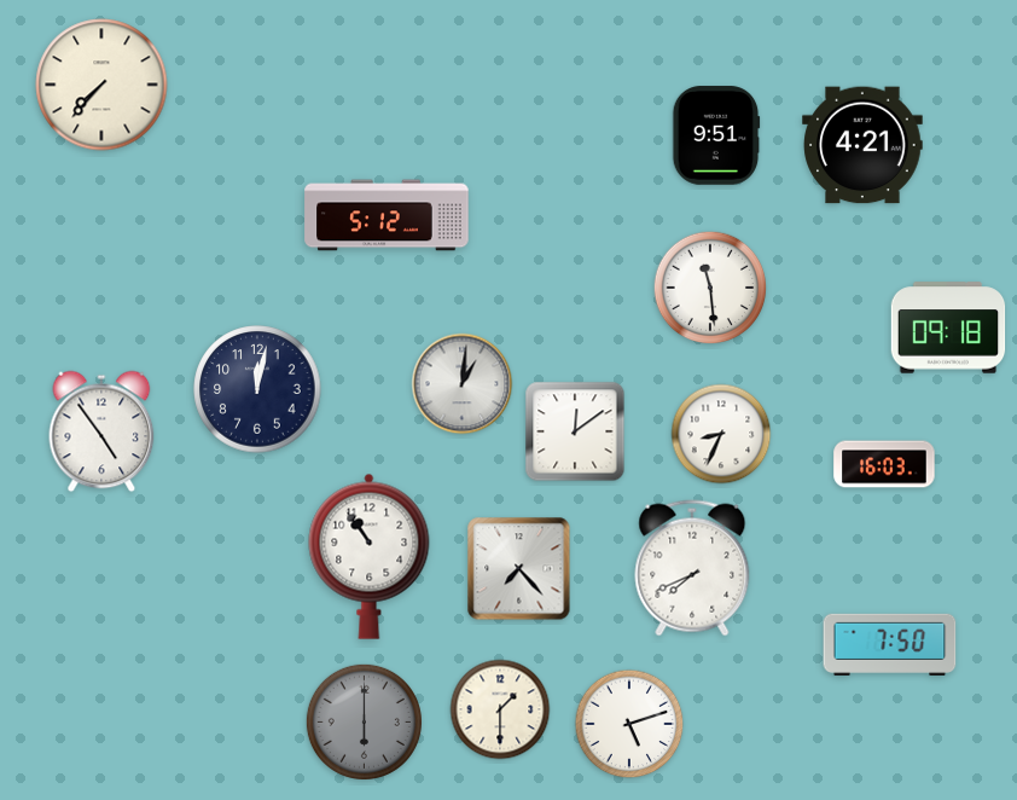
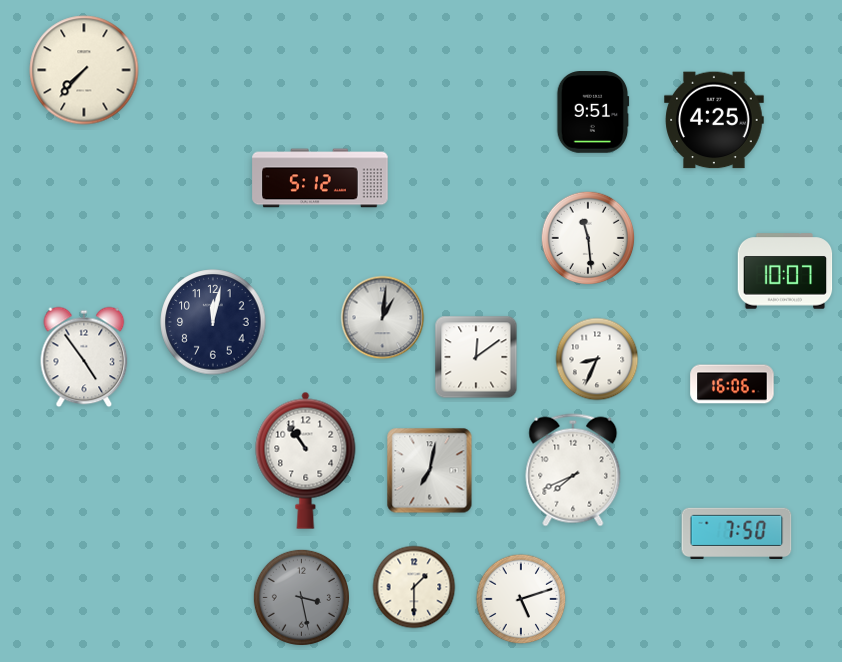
clock at (862, 145): 4:21 -> 4:25
clock at (948, 327): 09:18 -> 10:07
clock at (884, 464): 16:03 -> 16:06
clock at (519, 569): 7:23 -> 7:02
clock at (364, 721): 6:00 -> 3:28
